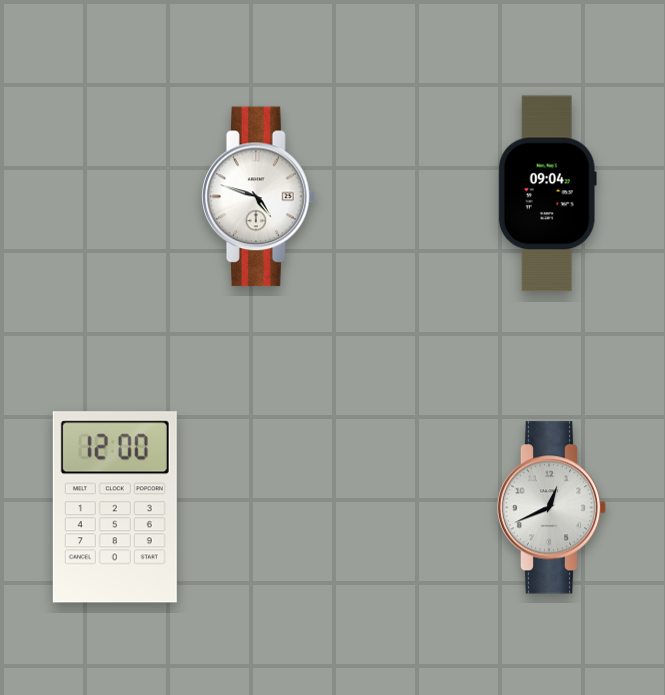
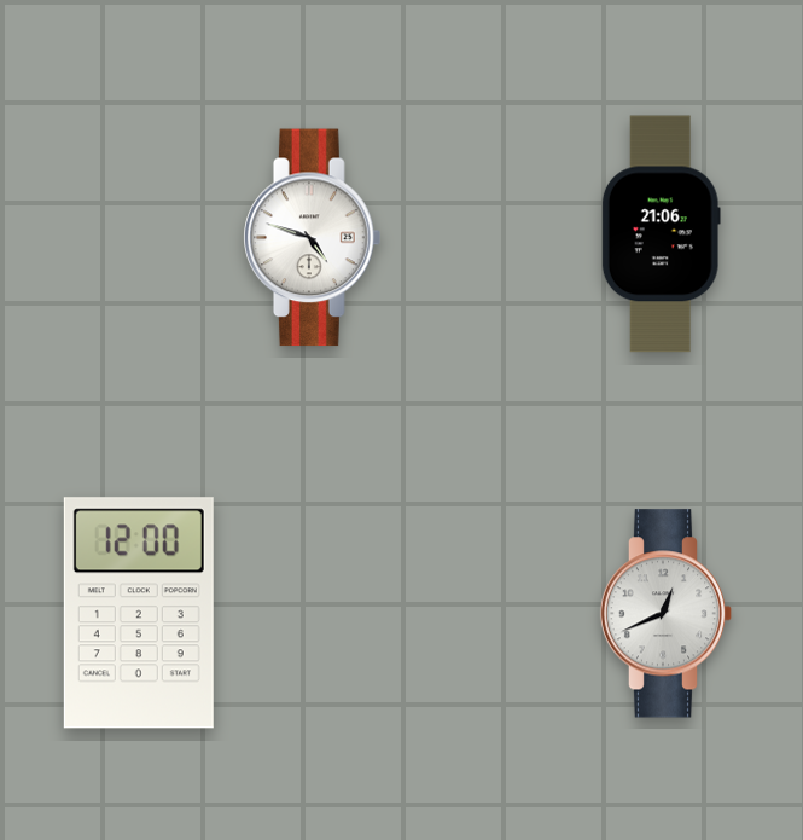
clock at (547, 194): 09:04 -> 21:06
